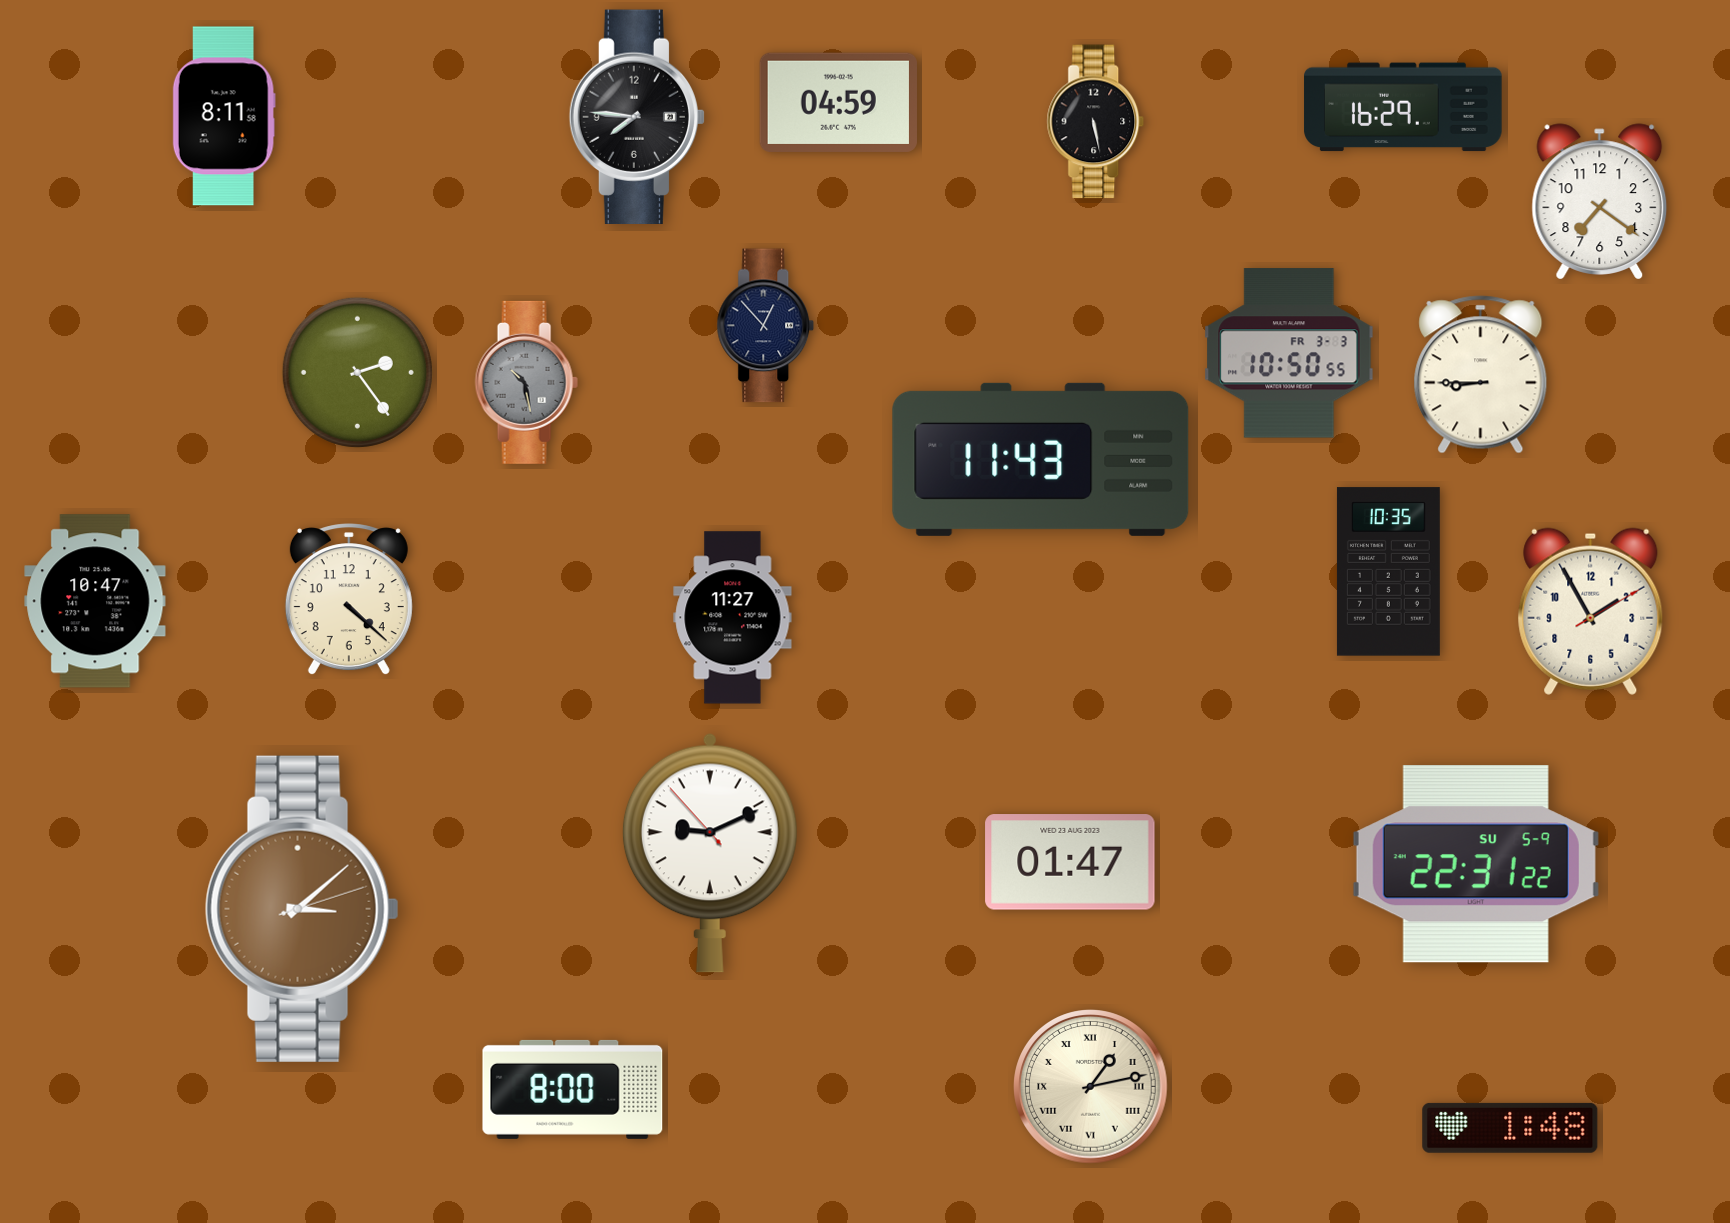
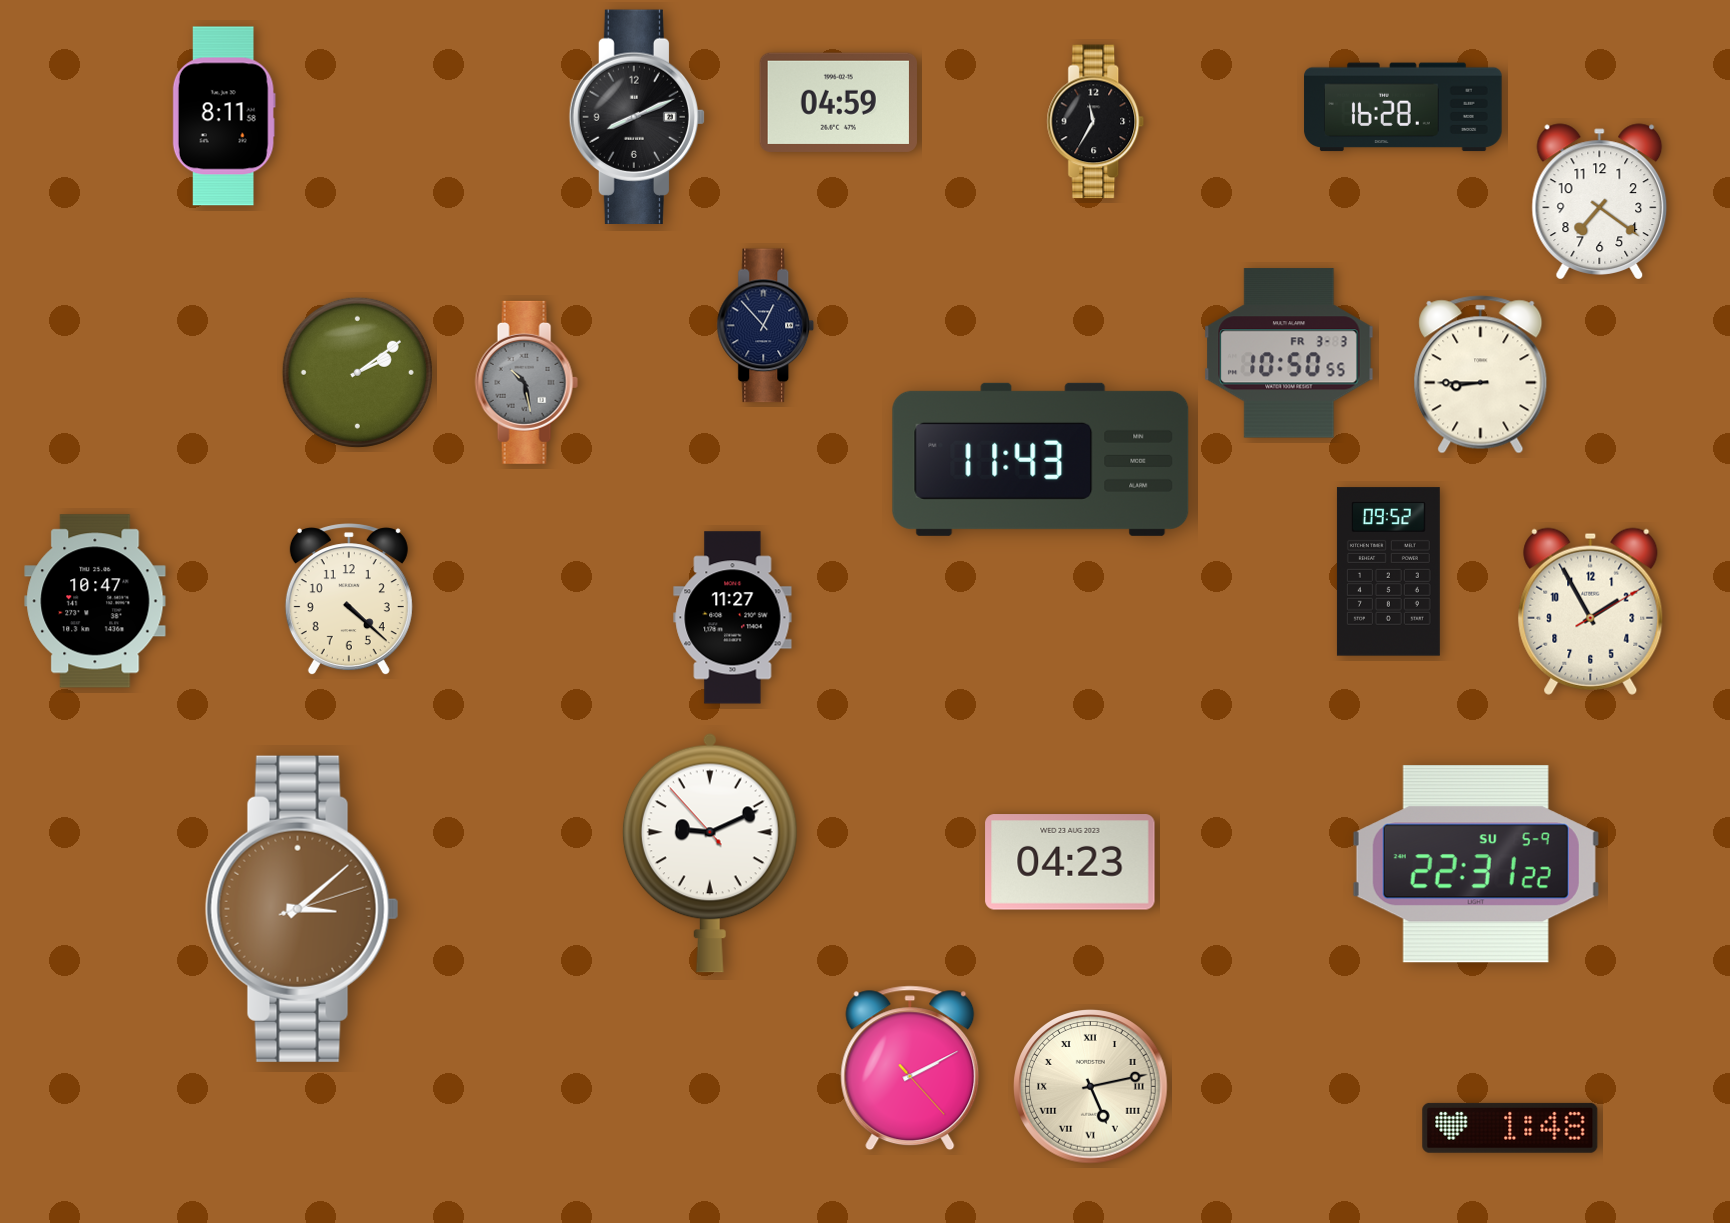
clock at (1403, 107): 16:29 -> 16:28
clock at (636, 116): 7:46 -> 8:11
clock at (1096, 122): 5:28 -> 11:35
clock at (357, 372): 2:24 -> 2:09
clock at (1388, 572): 10:35 -> 09:52
clock at (1070, 862): 01:47 -> 04:23
clock at (910, 1068): none -> 2:10
clock at (1091, 1087): 1:13 -> 5:13
clock at (573, 1089): 8:00 -> none
